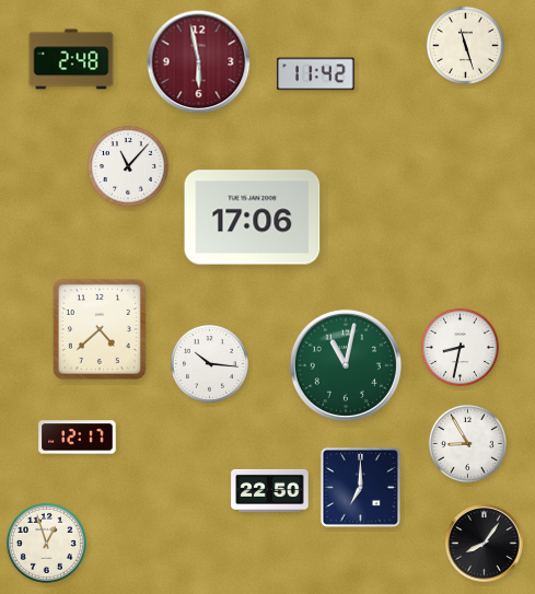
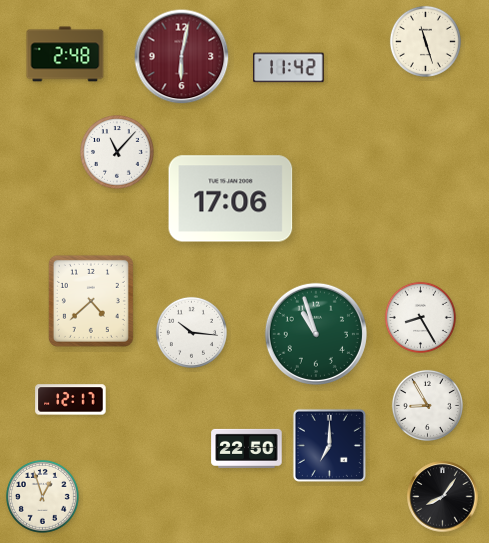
clock at (199, 62): 5:58 -> 6:02
clock at (460, 347): 8:32 -> 8:25
clock at (346, 365): 11:02 -> 10:57
